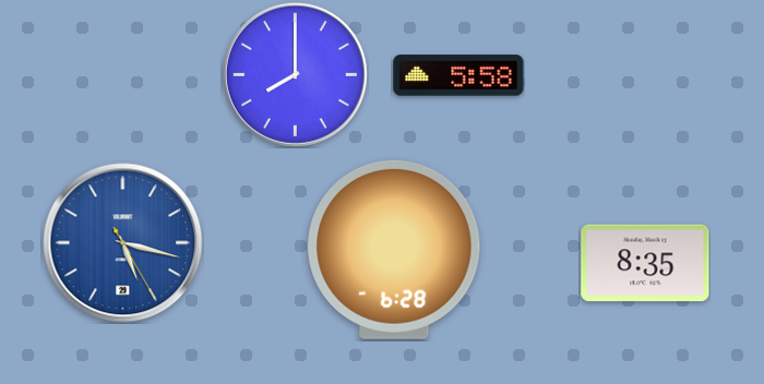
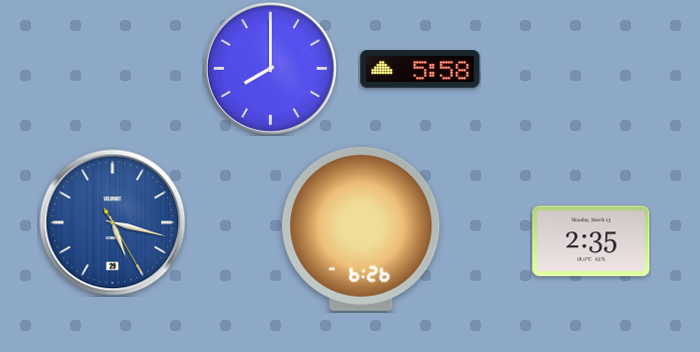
clock at (394, 250): 6:28 -> 6:26
clock at (645, 263): 8:35 -> 2:35
